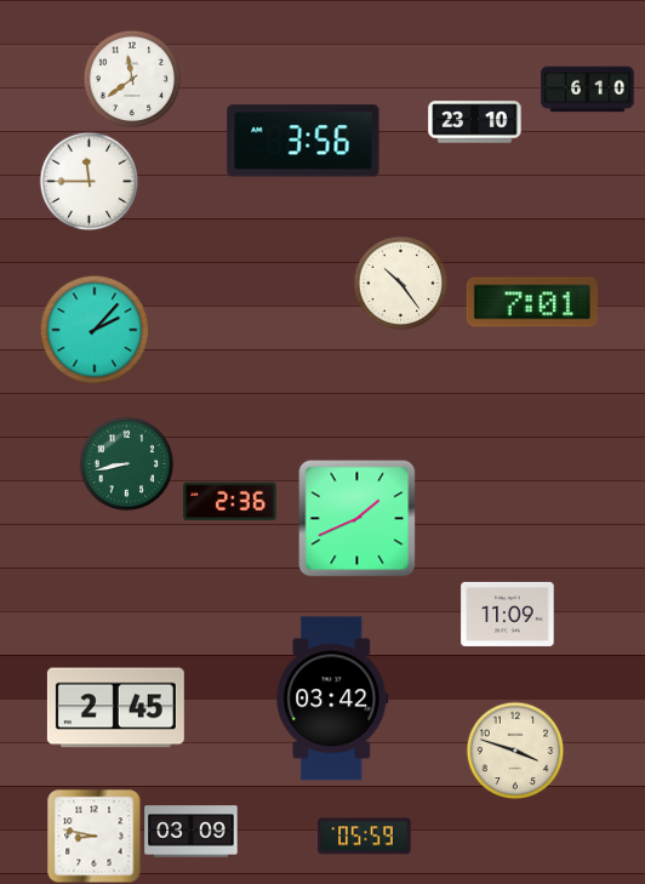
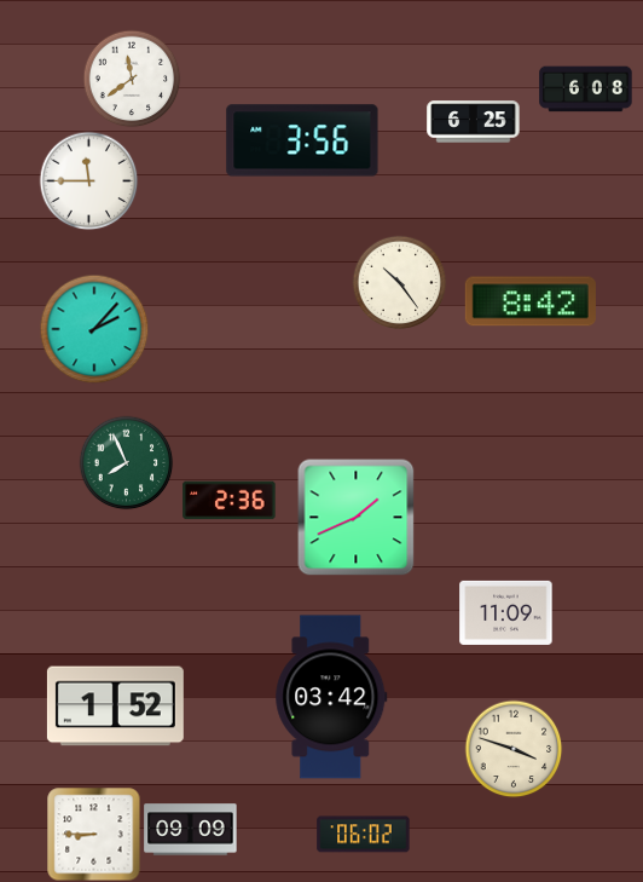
clock at (588, 90): 6:10 -> 6:08
clock at (475, 122): 23:10 -> 6:25
clock at (532, 302): 7:01 -> 8:42
clock at (126, 463): 8:43 -> 7:56
clock at (115, 708): 2:45 -> 1:52
clock at (192, 832): 03:09 -> 09:09
clock at (93, 837): 8:47 -> 8:45
clock at (365, 837): 05:59 -> 06:02
